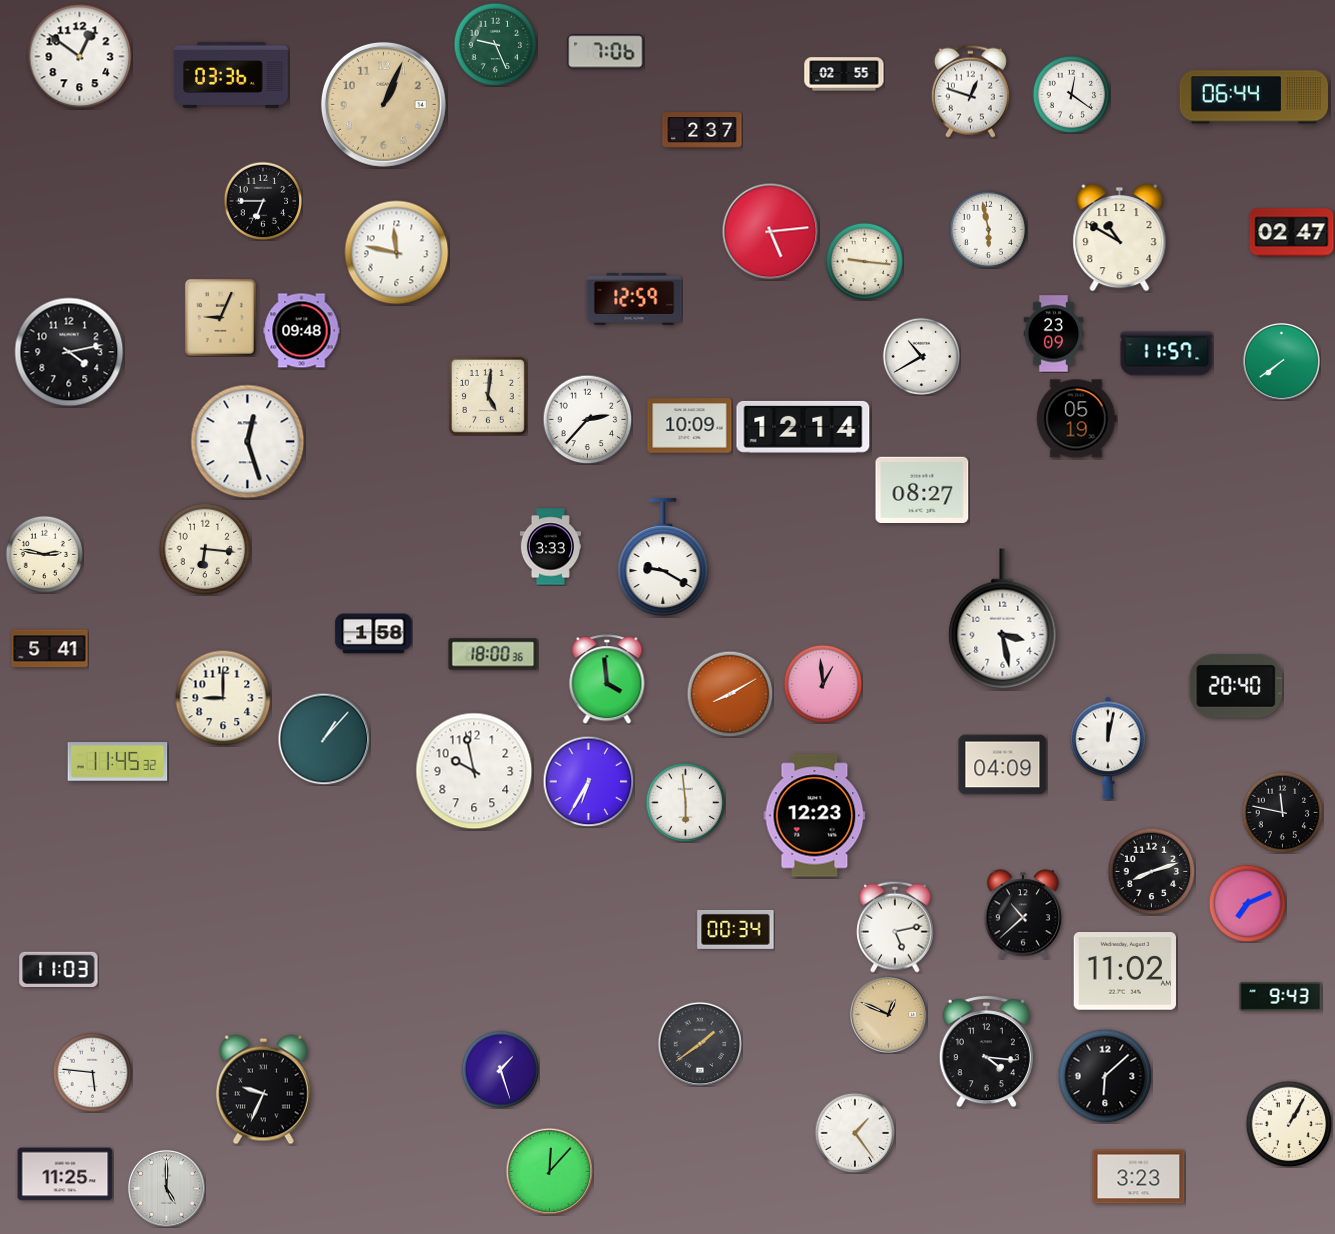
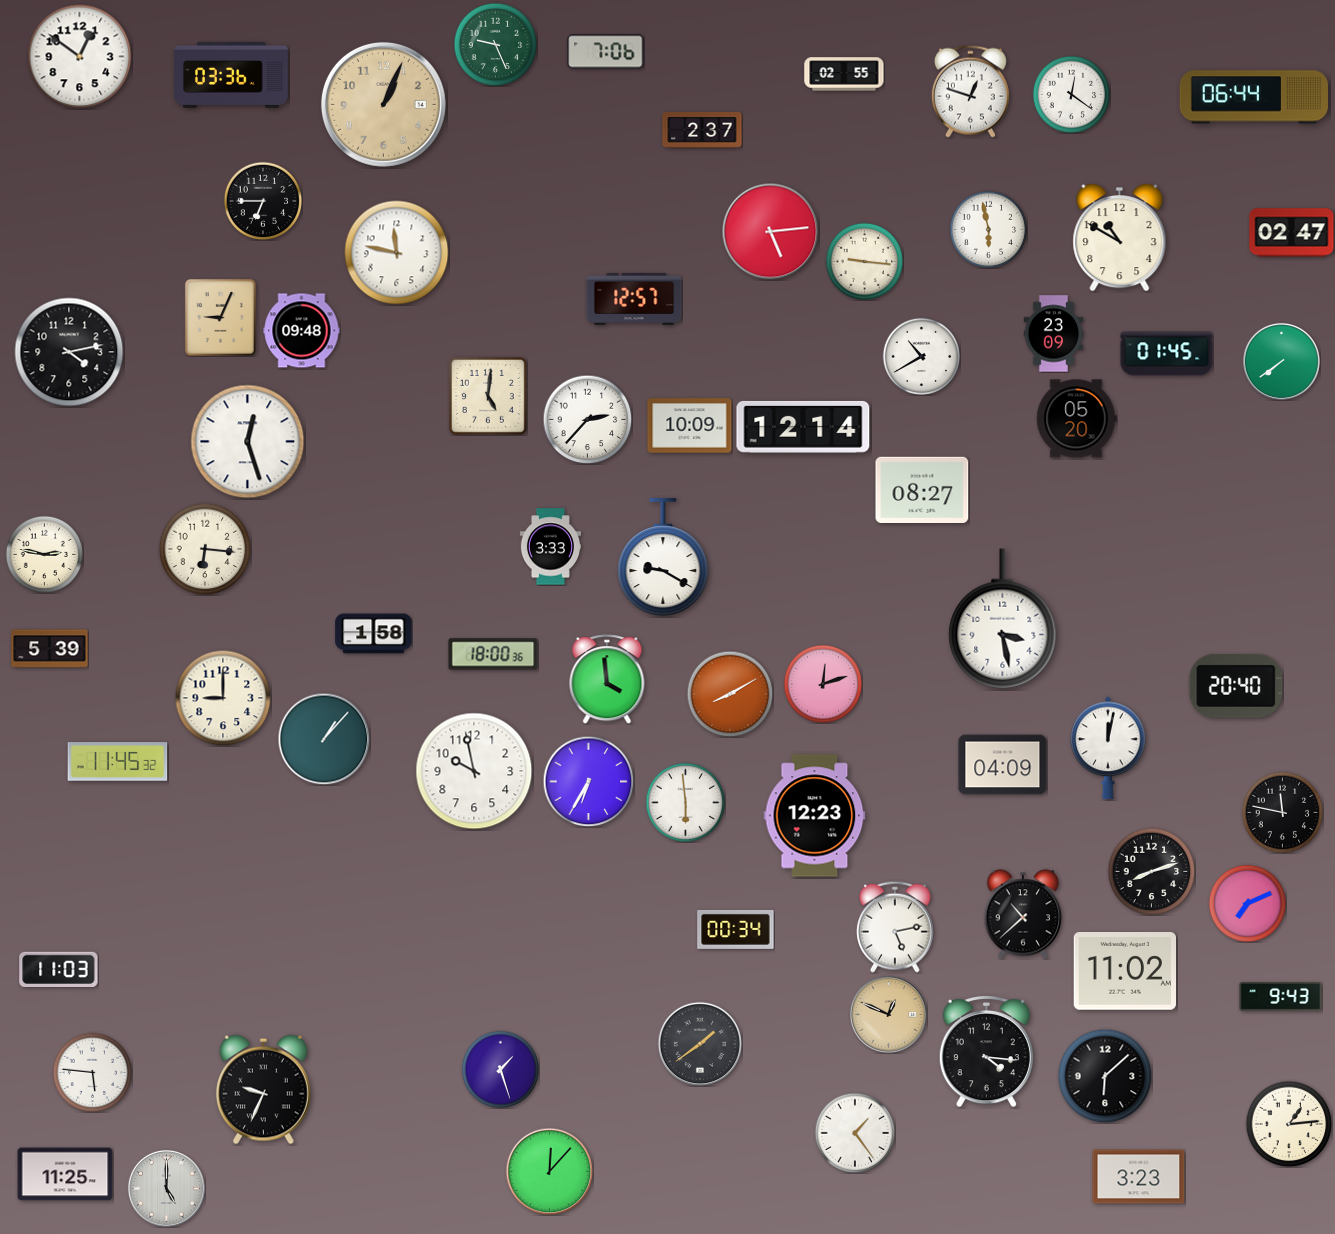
clock at (634, 299): 12:59 -> 12:57
clock at (1167, 354): 11:57 -> 01:45
clock at (1077, 419): 05:19 -> 05:20
clock at (50, 649): 5:41 -> 5:39
clock at (823, 684): 12:59 -> 12:12
clock at (1289, 1124): 1:05 -> 1:14
